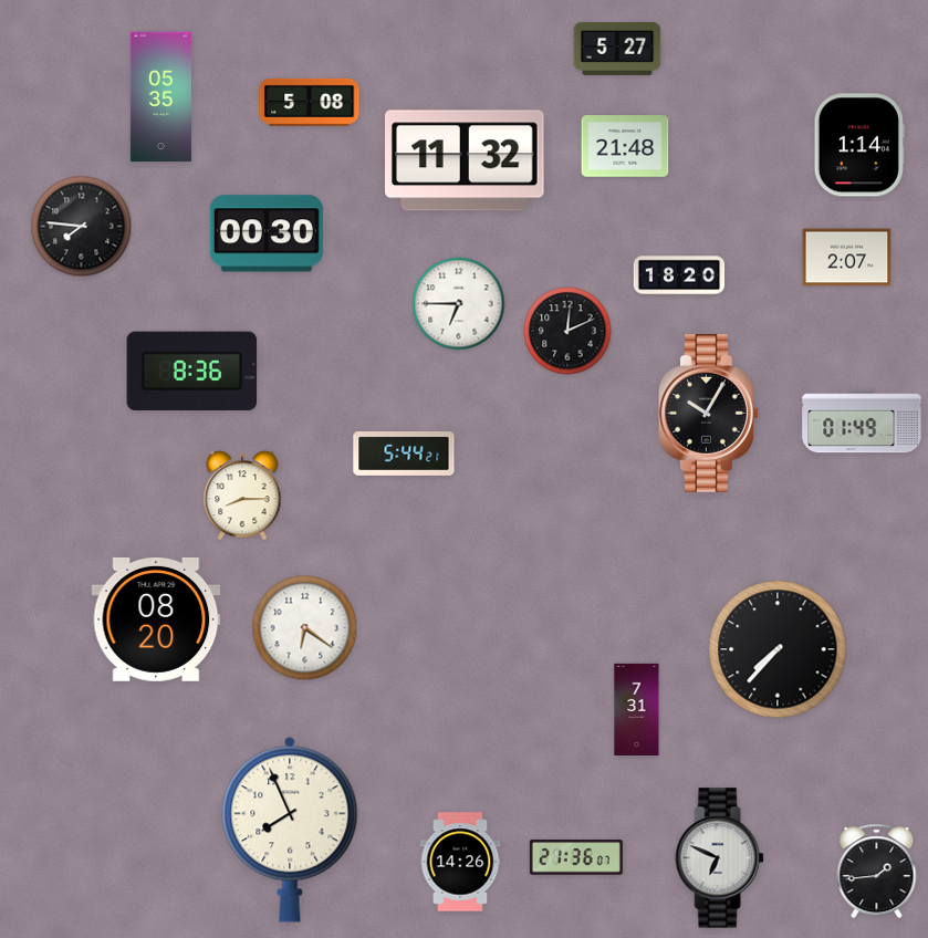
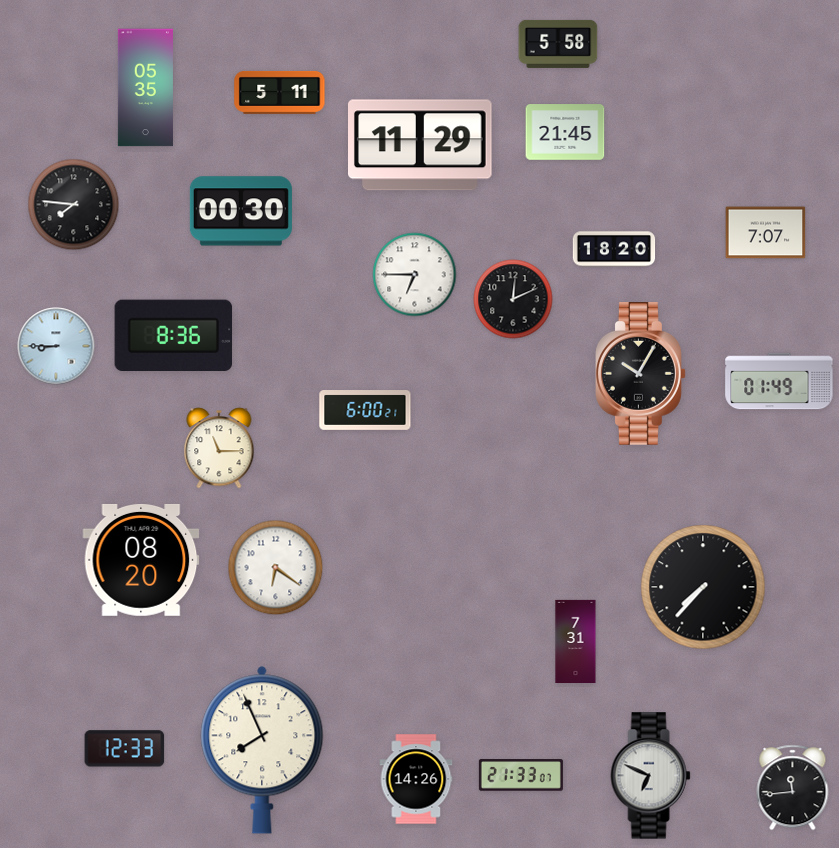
clock at (617, 49): 5:27 -> 5:58
clock at (310, 102): 5:08 -> 5:11
clock at (859, 145): 1:14 -> none
clock at (625, 146): 21:48 -> 21:45
clock at (466, 160): 11:32 -> 11:29
clock at (847, 258): 2:07 -> 7:07
clock at (56, 346): none -> 8:45
clock at (404, 455): 5:44 -> 6:00
clock at (242, 496): 8:15 -> 11:15
clock at (125, 749): none -> 12:33
clock at (576, 857): 21:36 -> 21:33
clock at (877, 872): 1:44 -> 11:44
